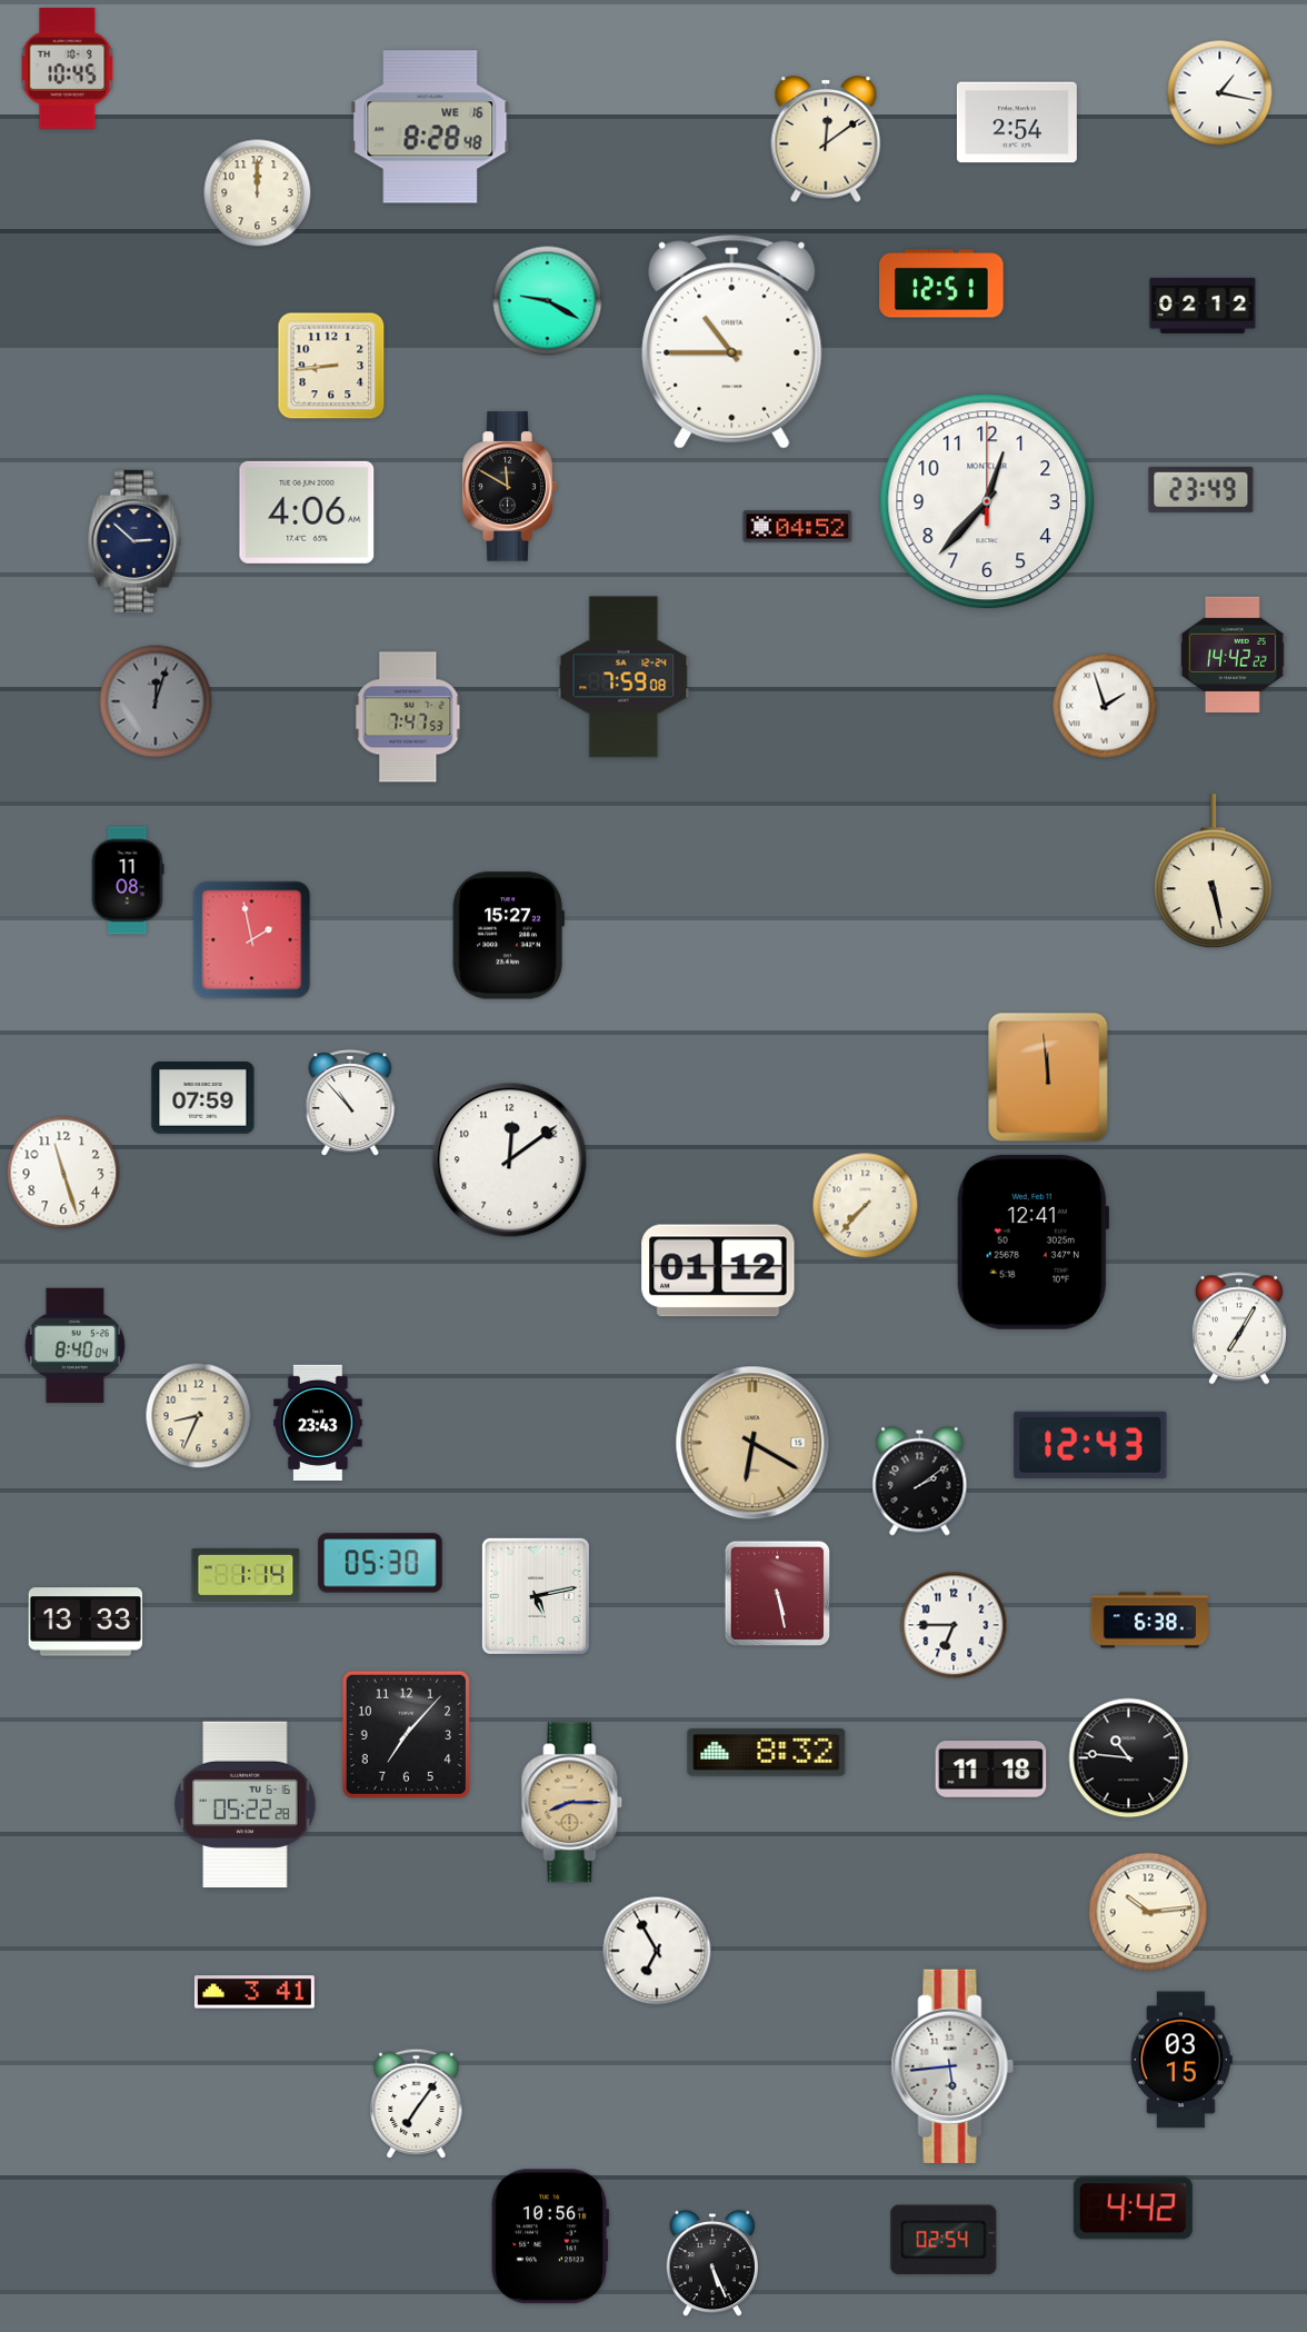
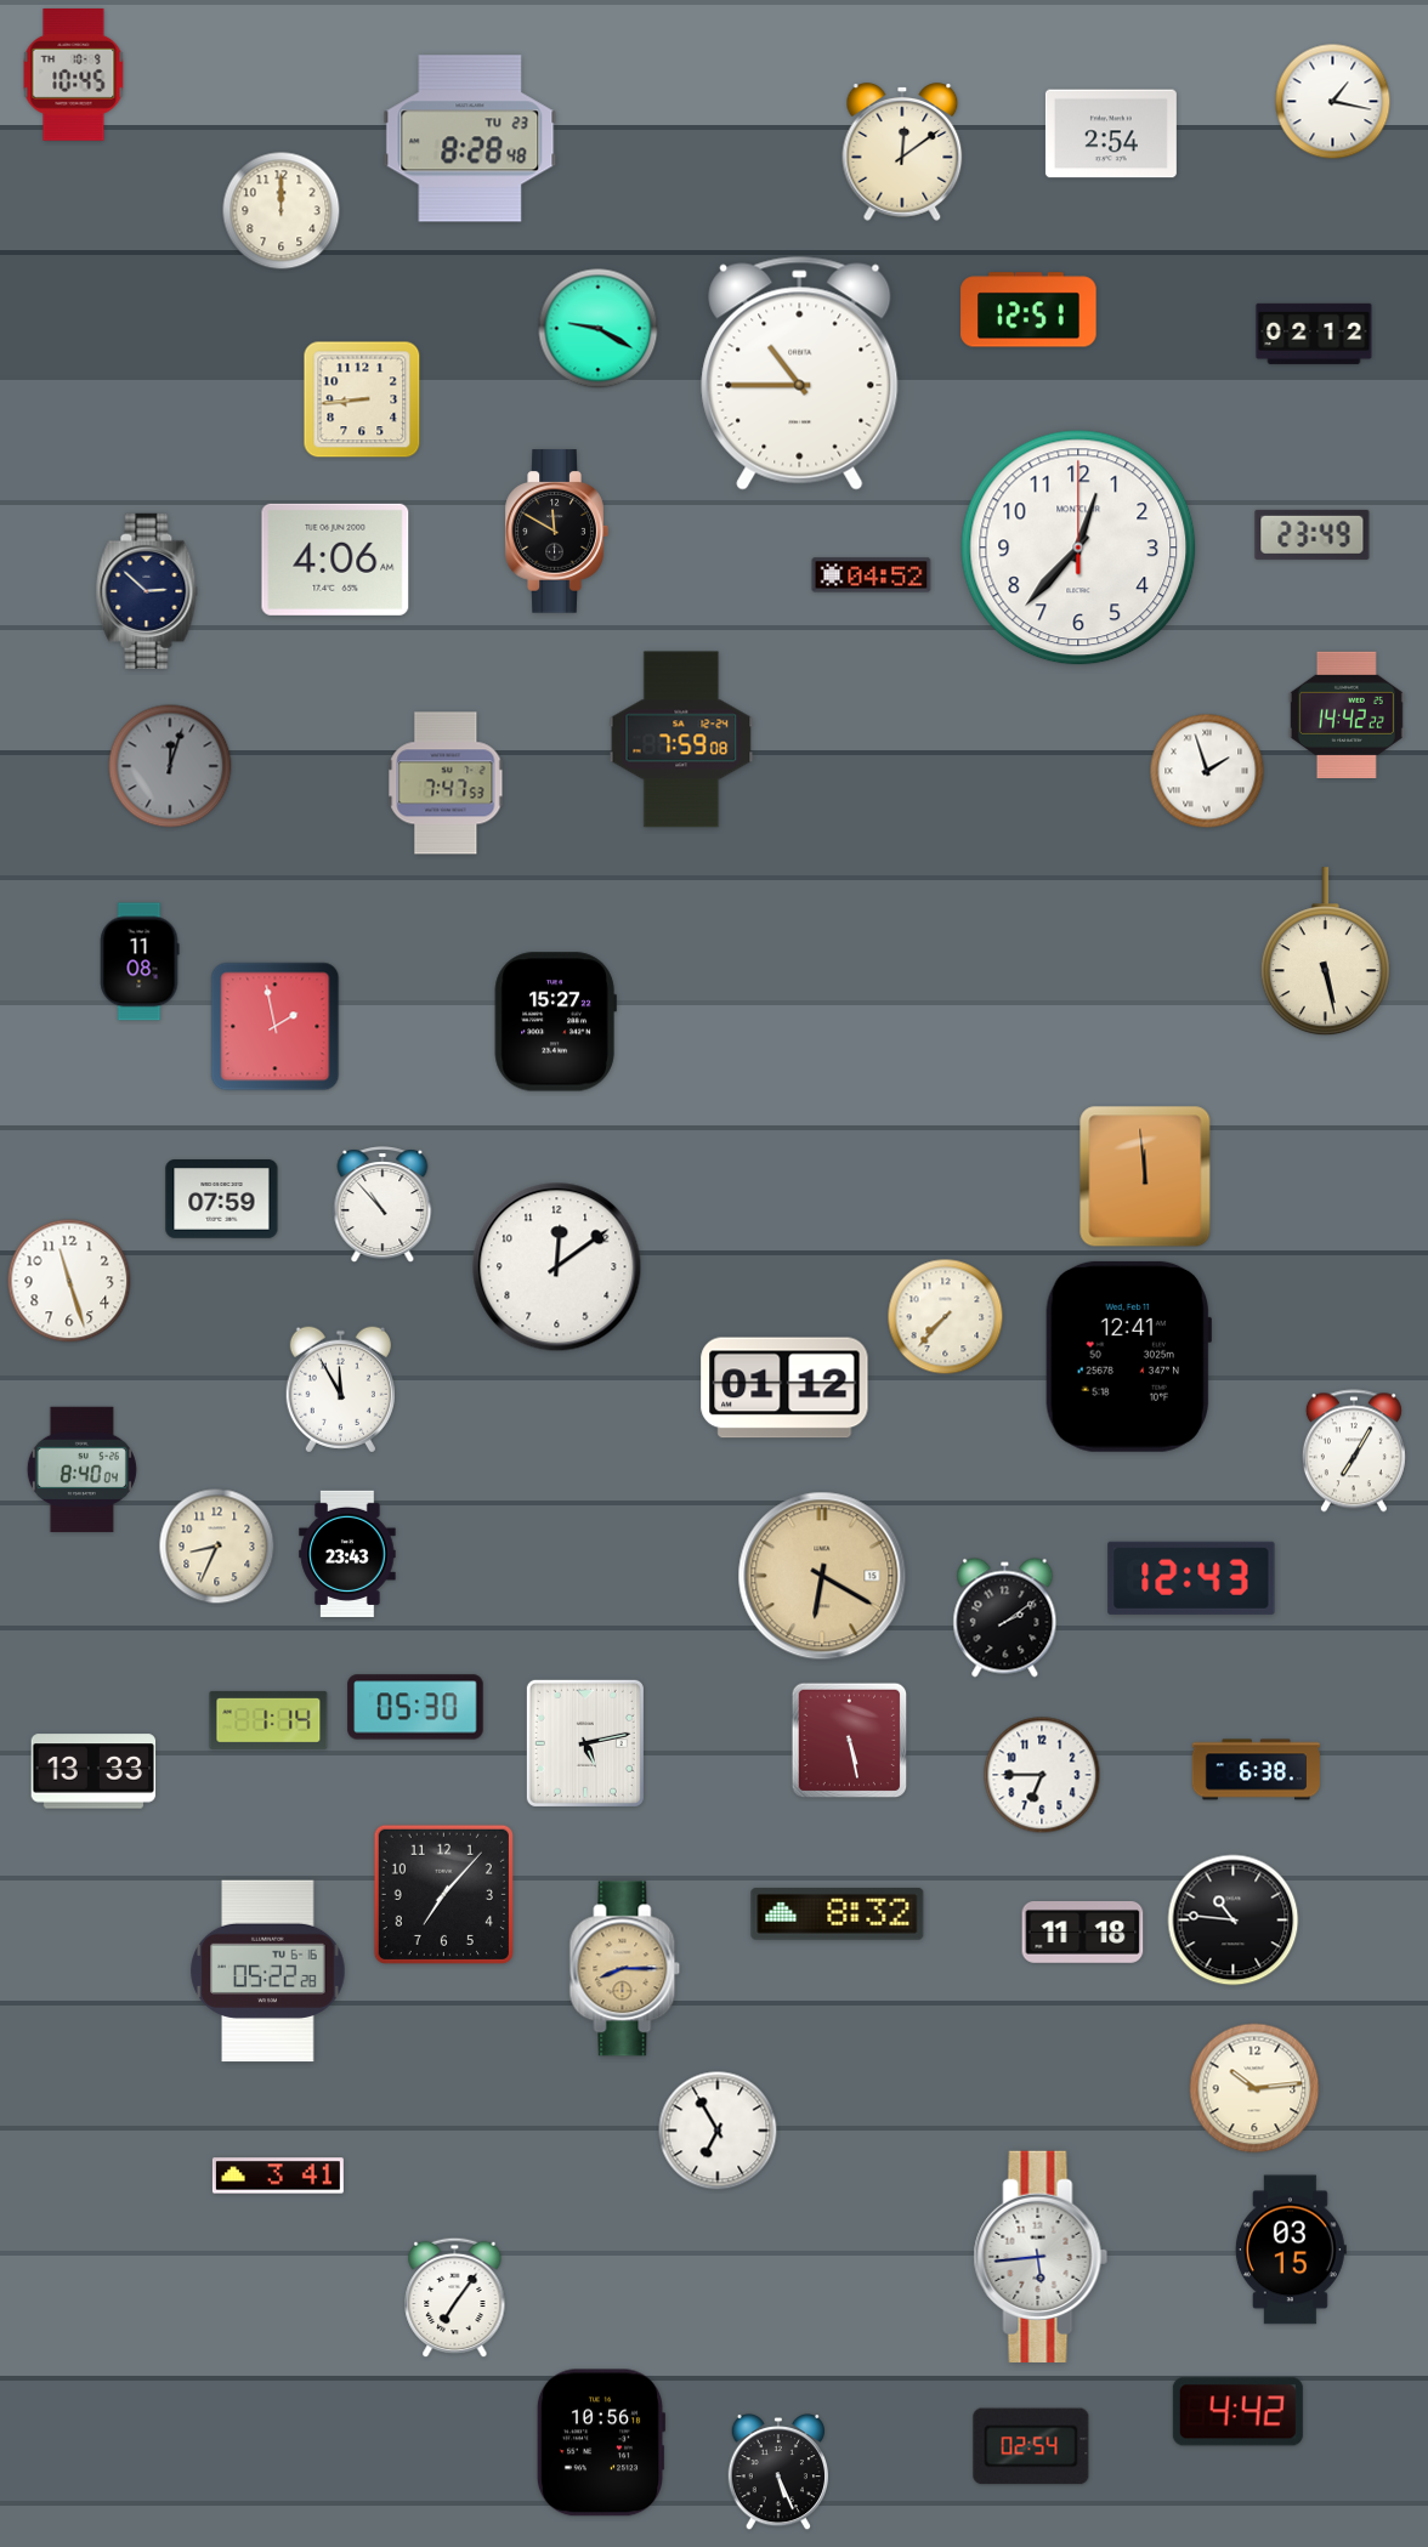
clock at (430, 127) date: WE 16 -> TU 23
clock at (340, 1390): none -> 11:55
